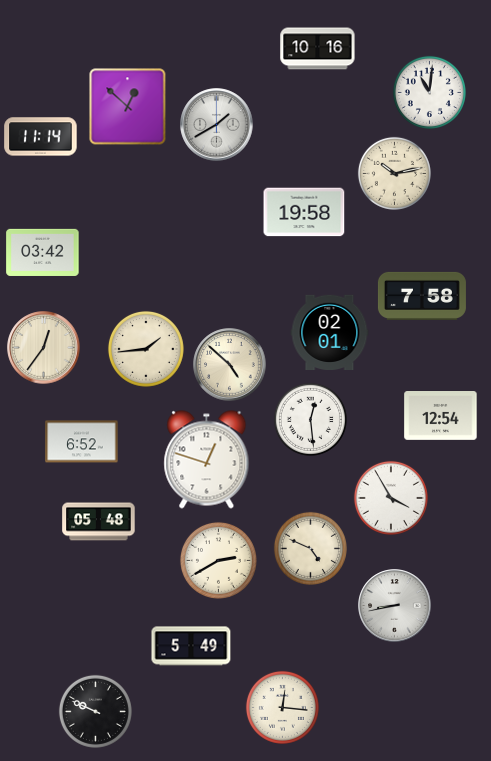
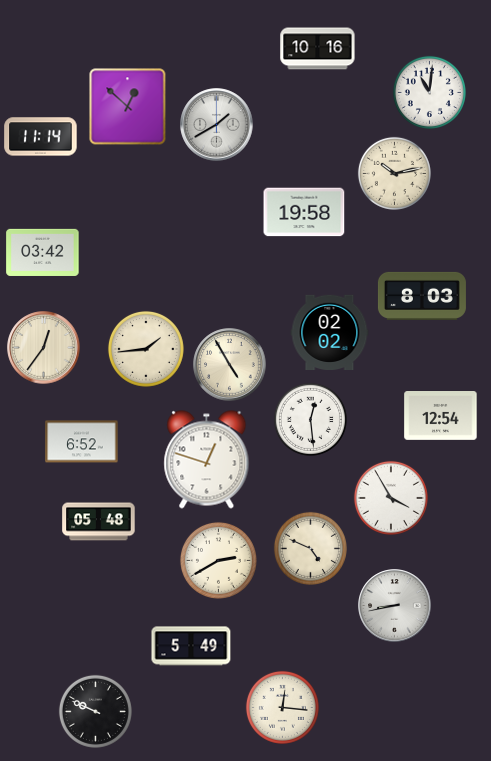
clock at (422, 296): 7:58 -> 8:03
clock at (330, 332): 02:01 -> 02:02
clock at (230, 365): 4:52 -> 4:55
